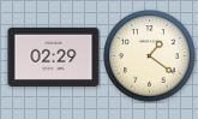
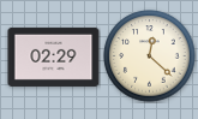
clock at (150, 56): 1:21 -> 12:22
